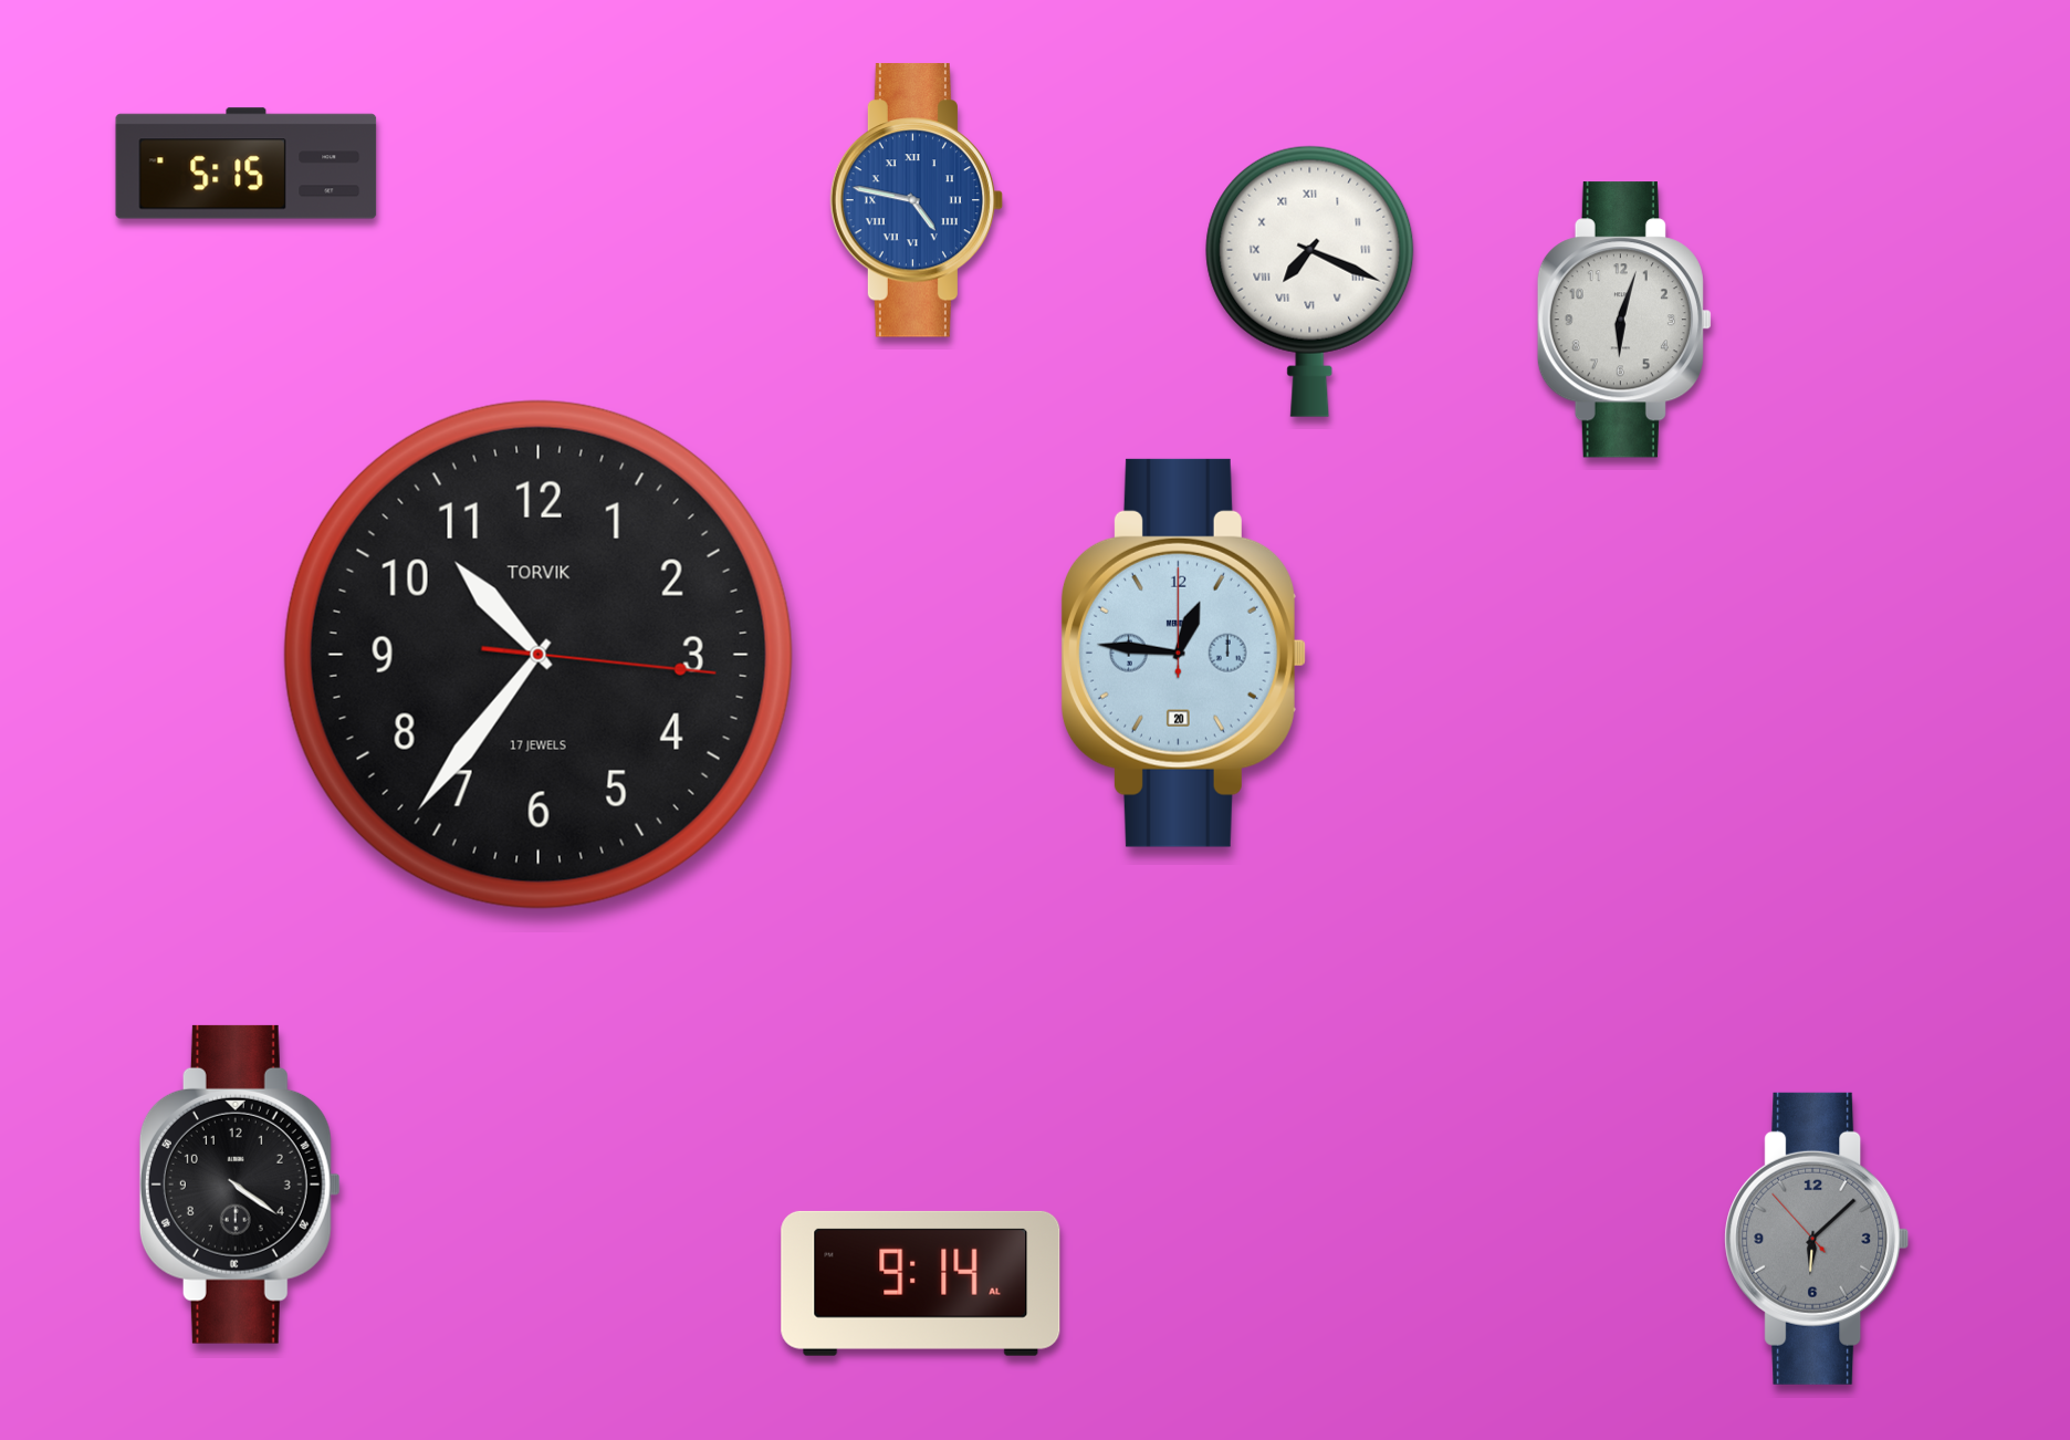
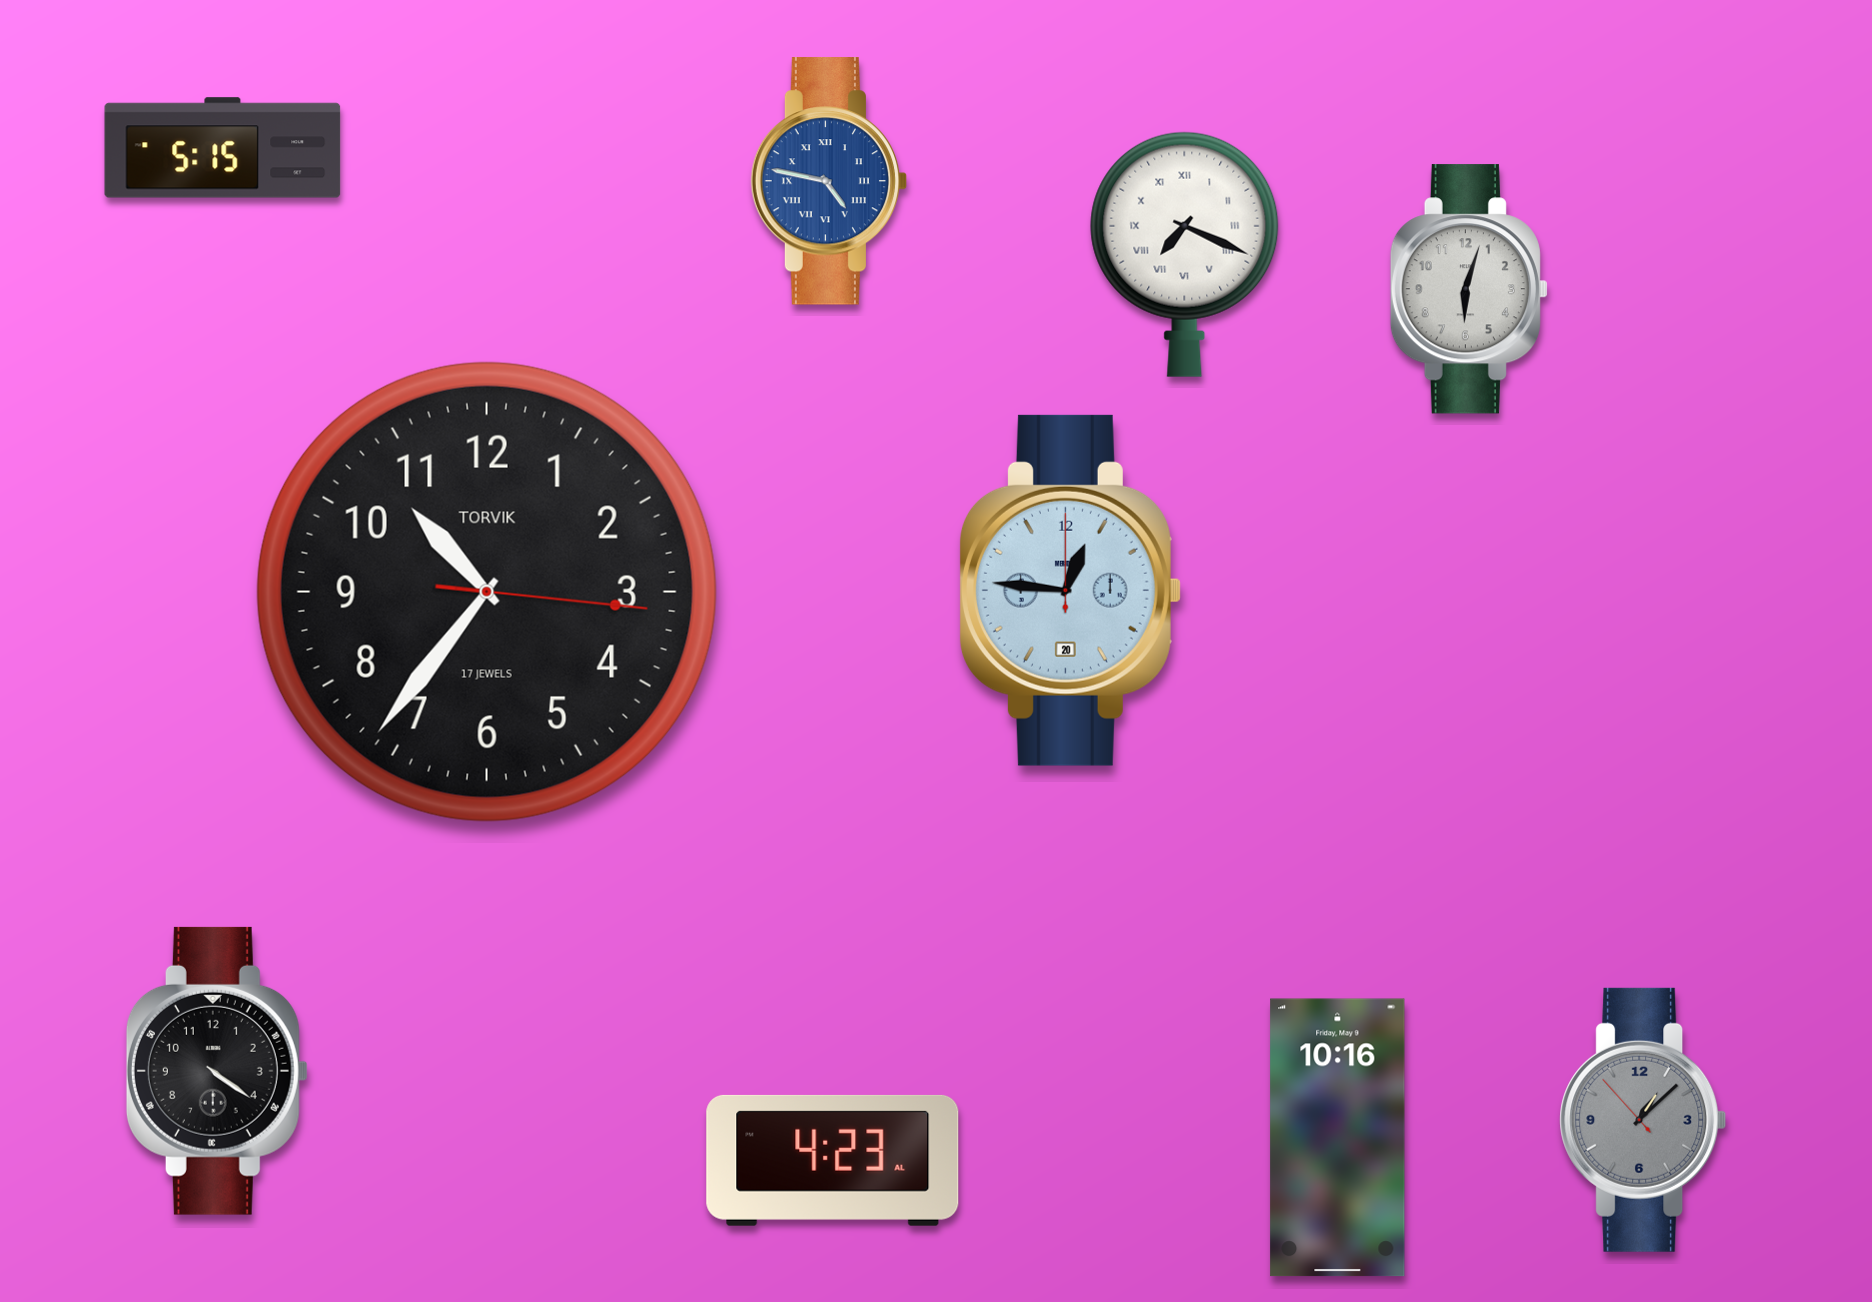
clock at (1817, 1239): 6:07 -> 1:07
clock at (1338, 1138): none -> 10:16
clock at (921, 1283): 9:14 -> 4:23
